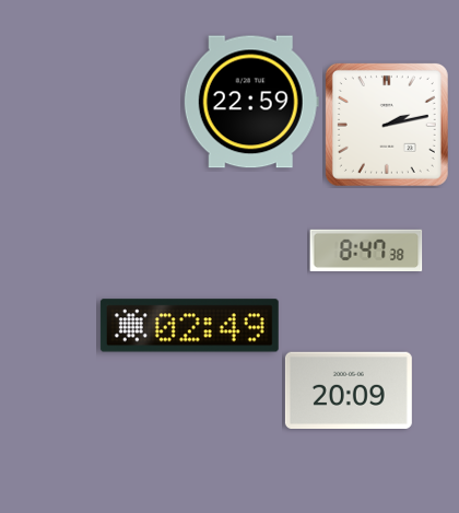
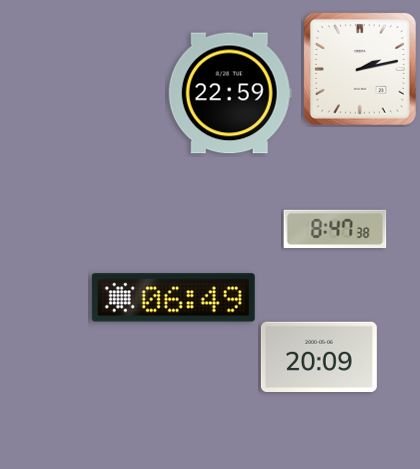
clock at (387, 125) position: (387, 125) -> (360, 69)
clock at (189, 326): 02:49 -> 06:49
